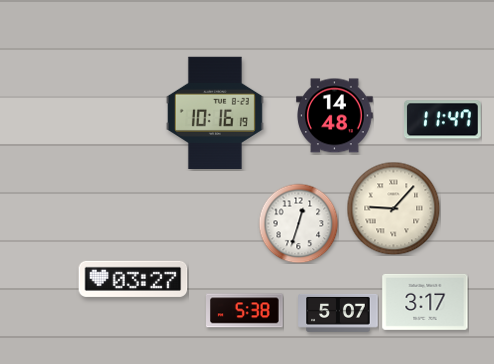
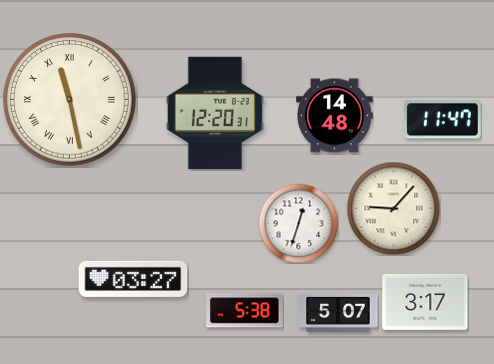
clock at (70, 100): none -> 11:28
clock at (215, 113): 10:16 -> 12:20
